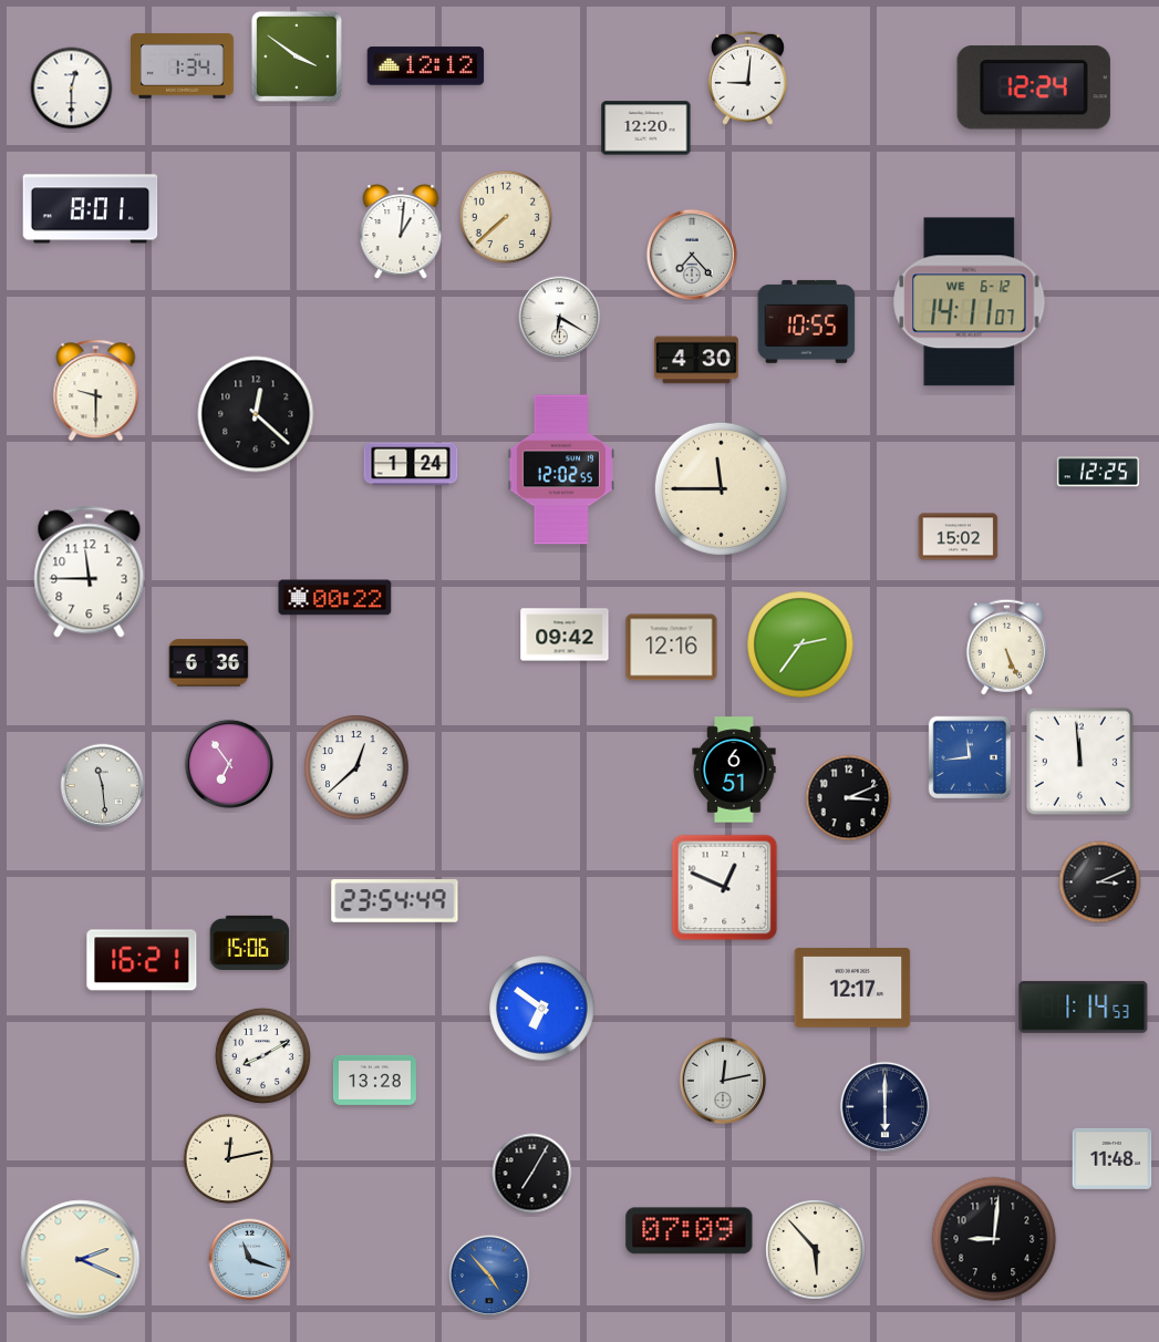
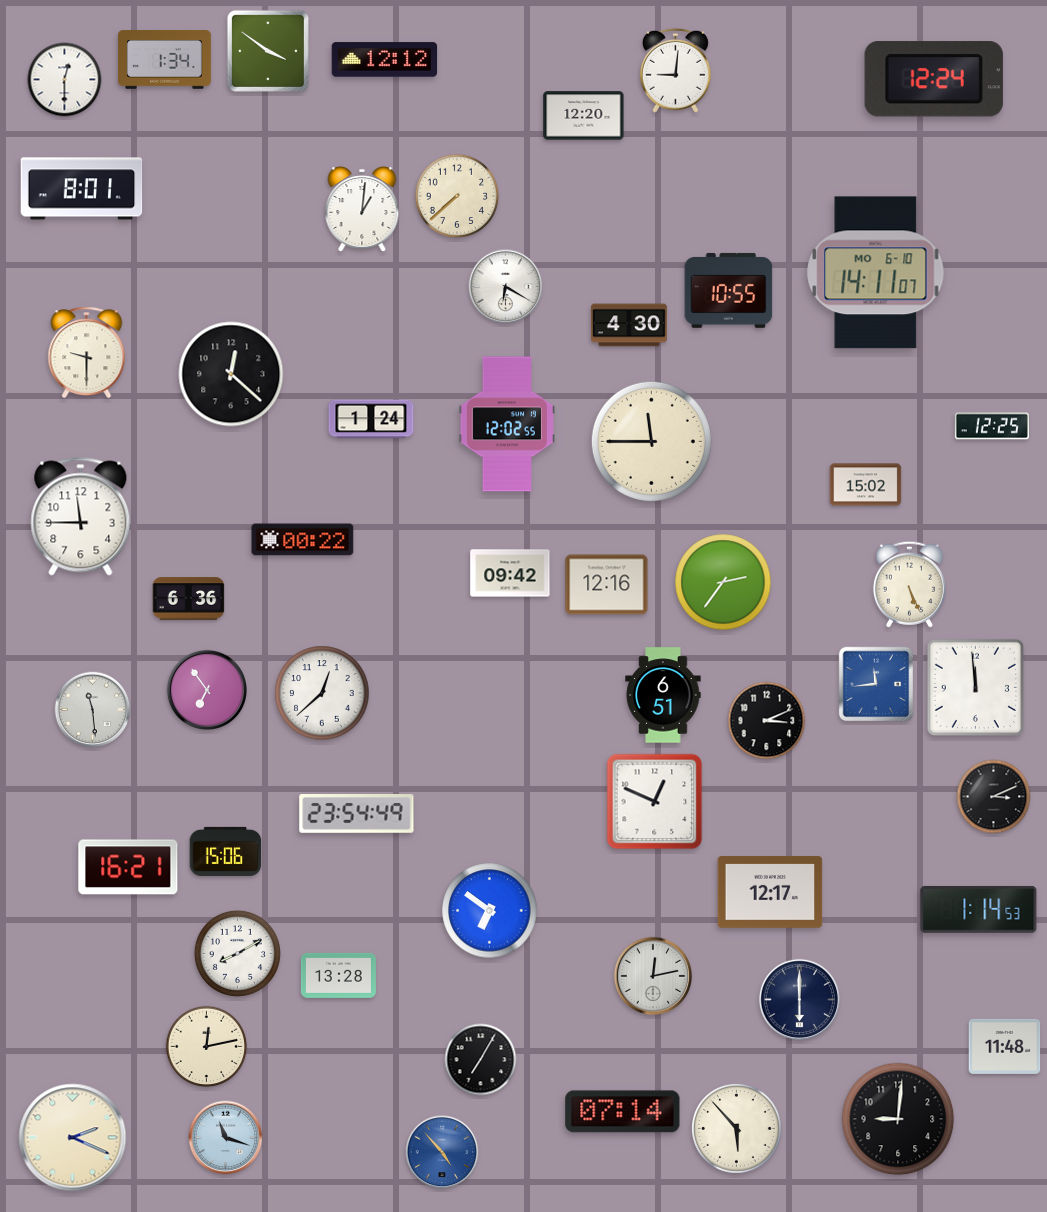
clock at (692, 255): 7:23 -> none
clock at (970, 302) date: WE 6-12 -> MO 6-10
clock at (690, 1231): 07:09 -> 07:14
